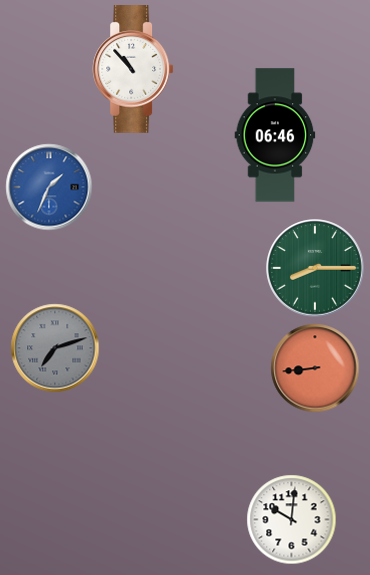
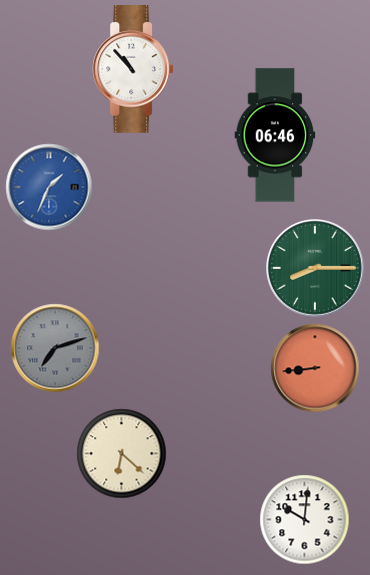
clock at (122, 454): none -> 6:22
clock at (292, 520) position: (292, 520) -> (305, 520)
